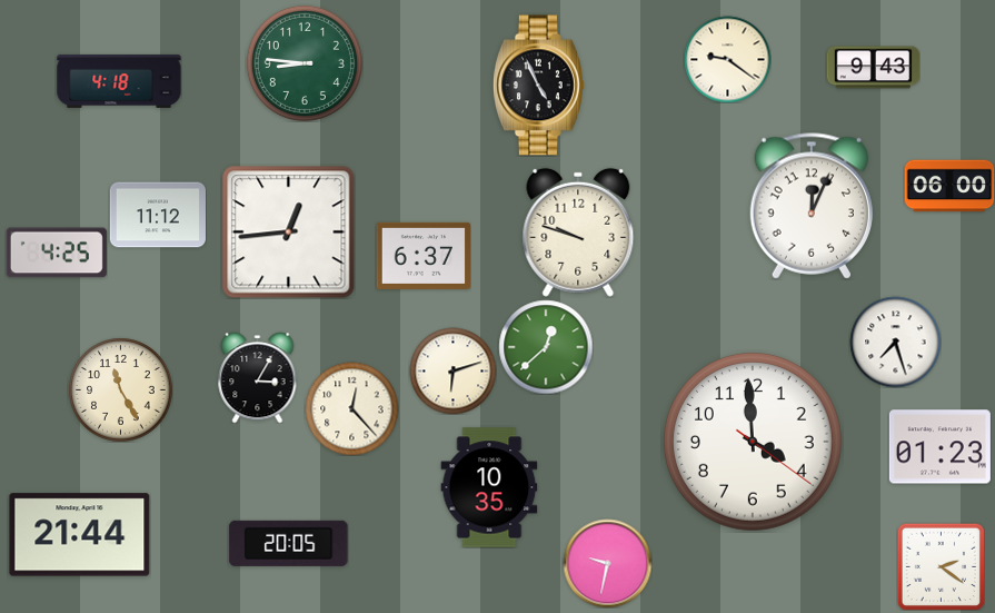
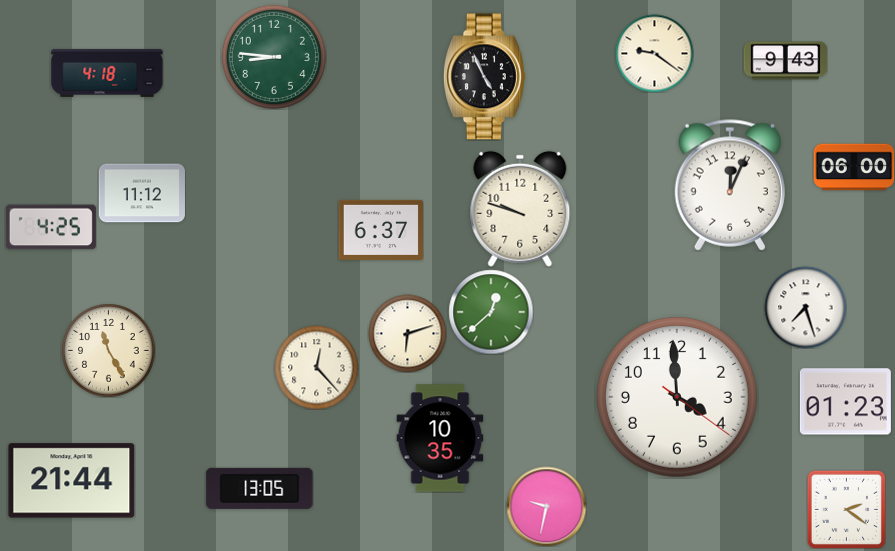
clock at (289, 233): 12:44 -> none
clock at (258, 378): 3:05 -> none
clock at (289, 543): 20:05 -> 13:05
